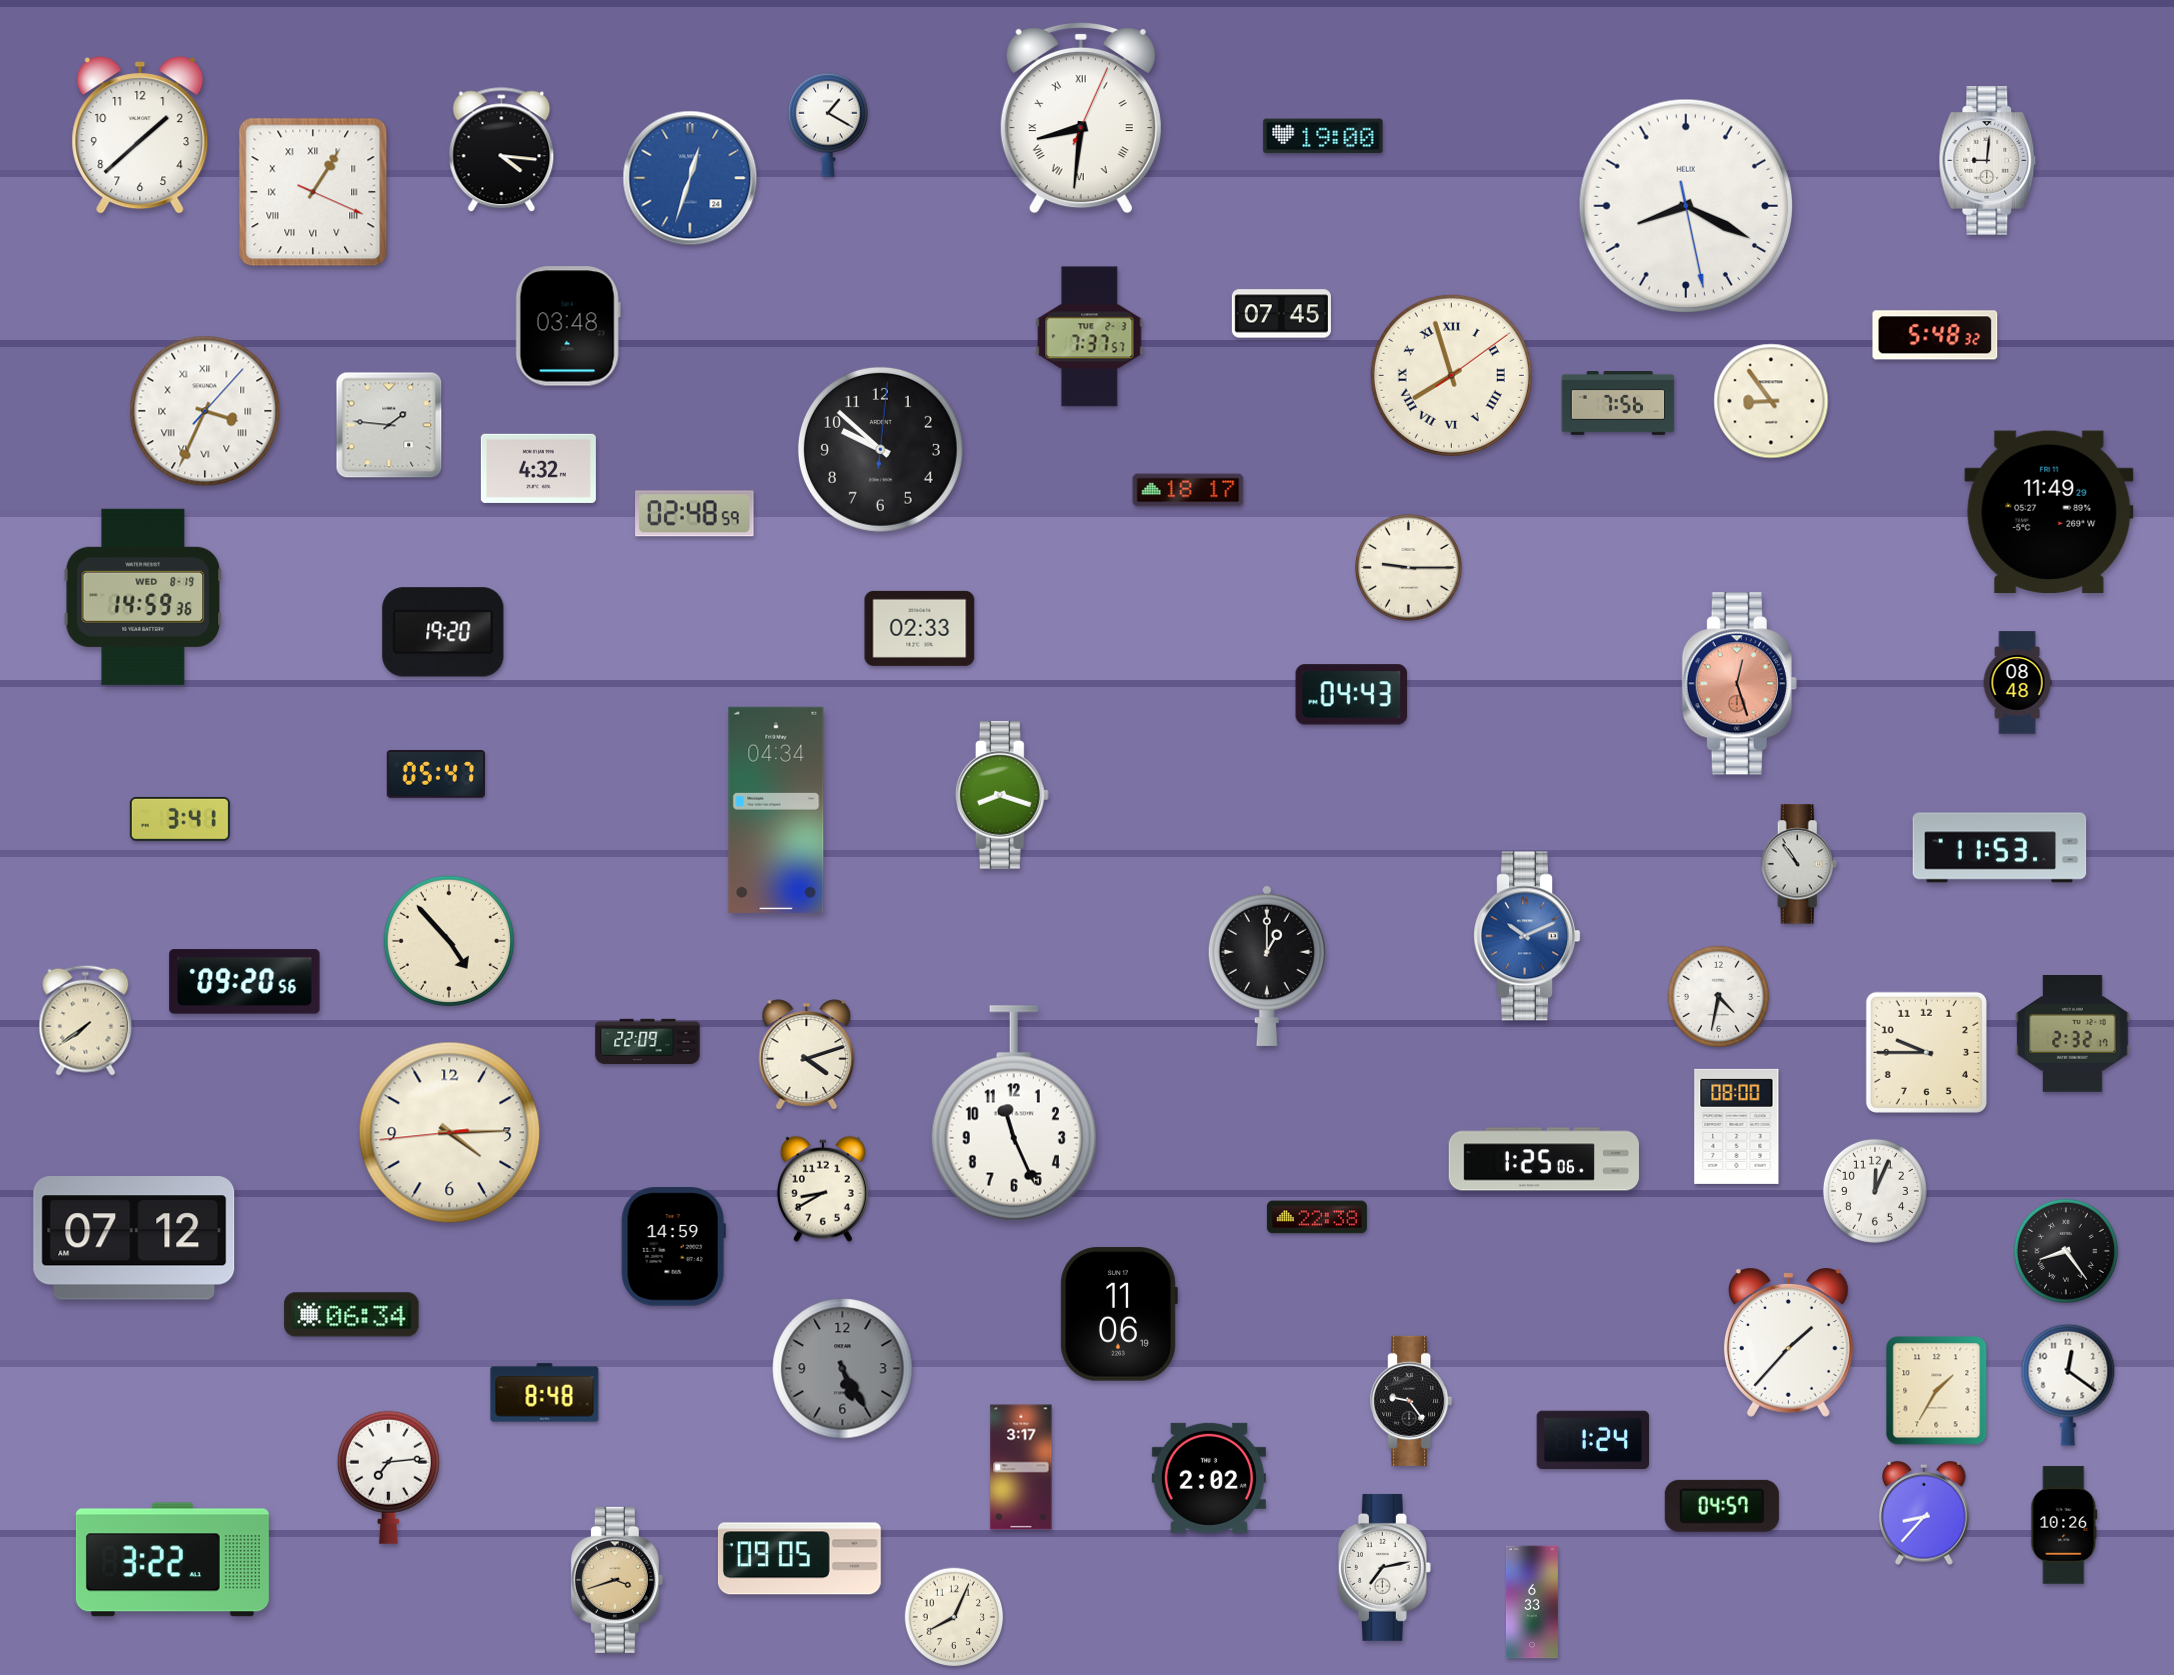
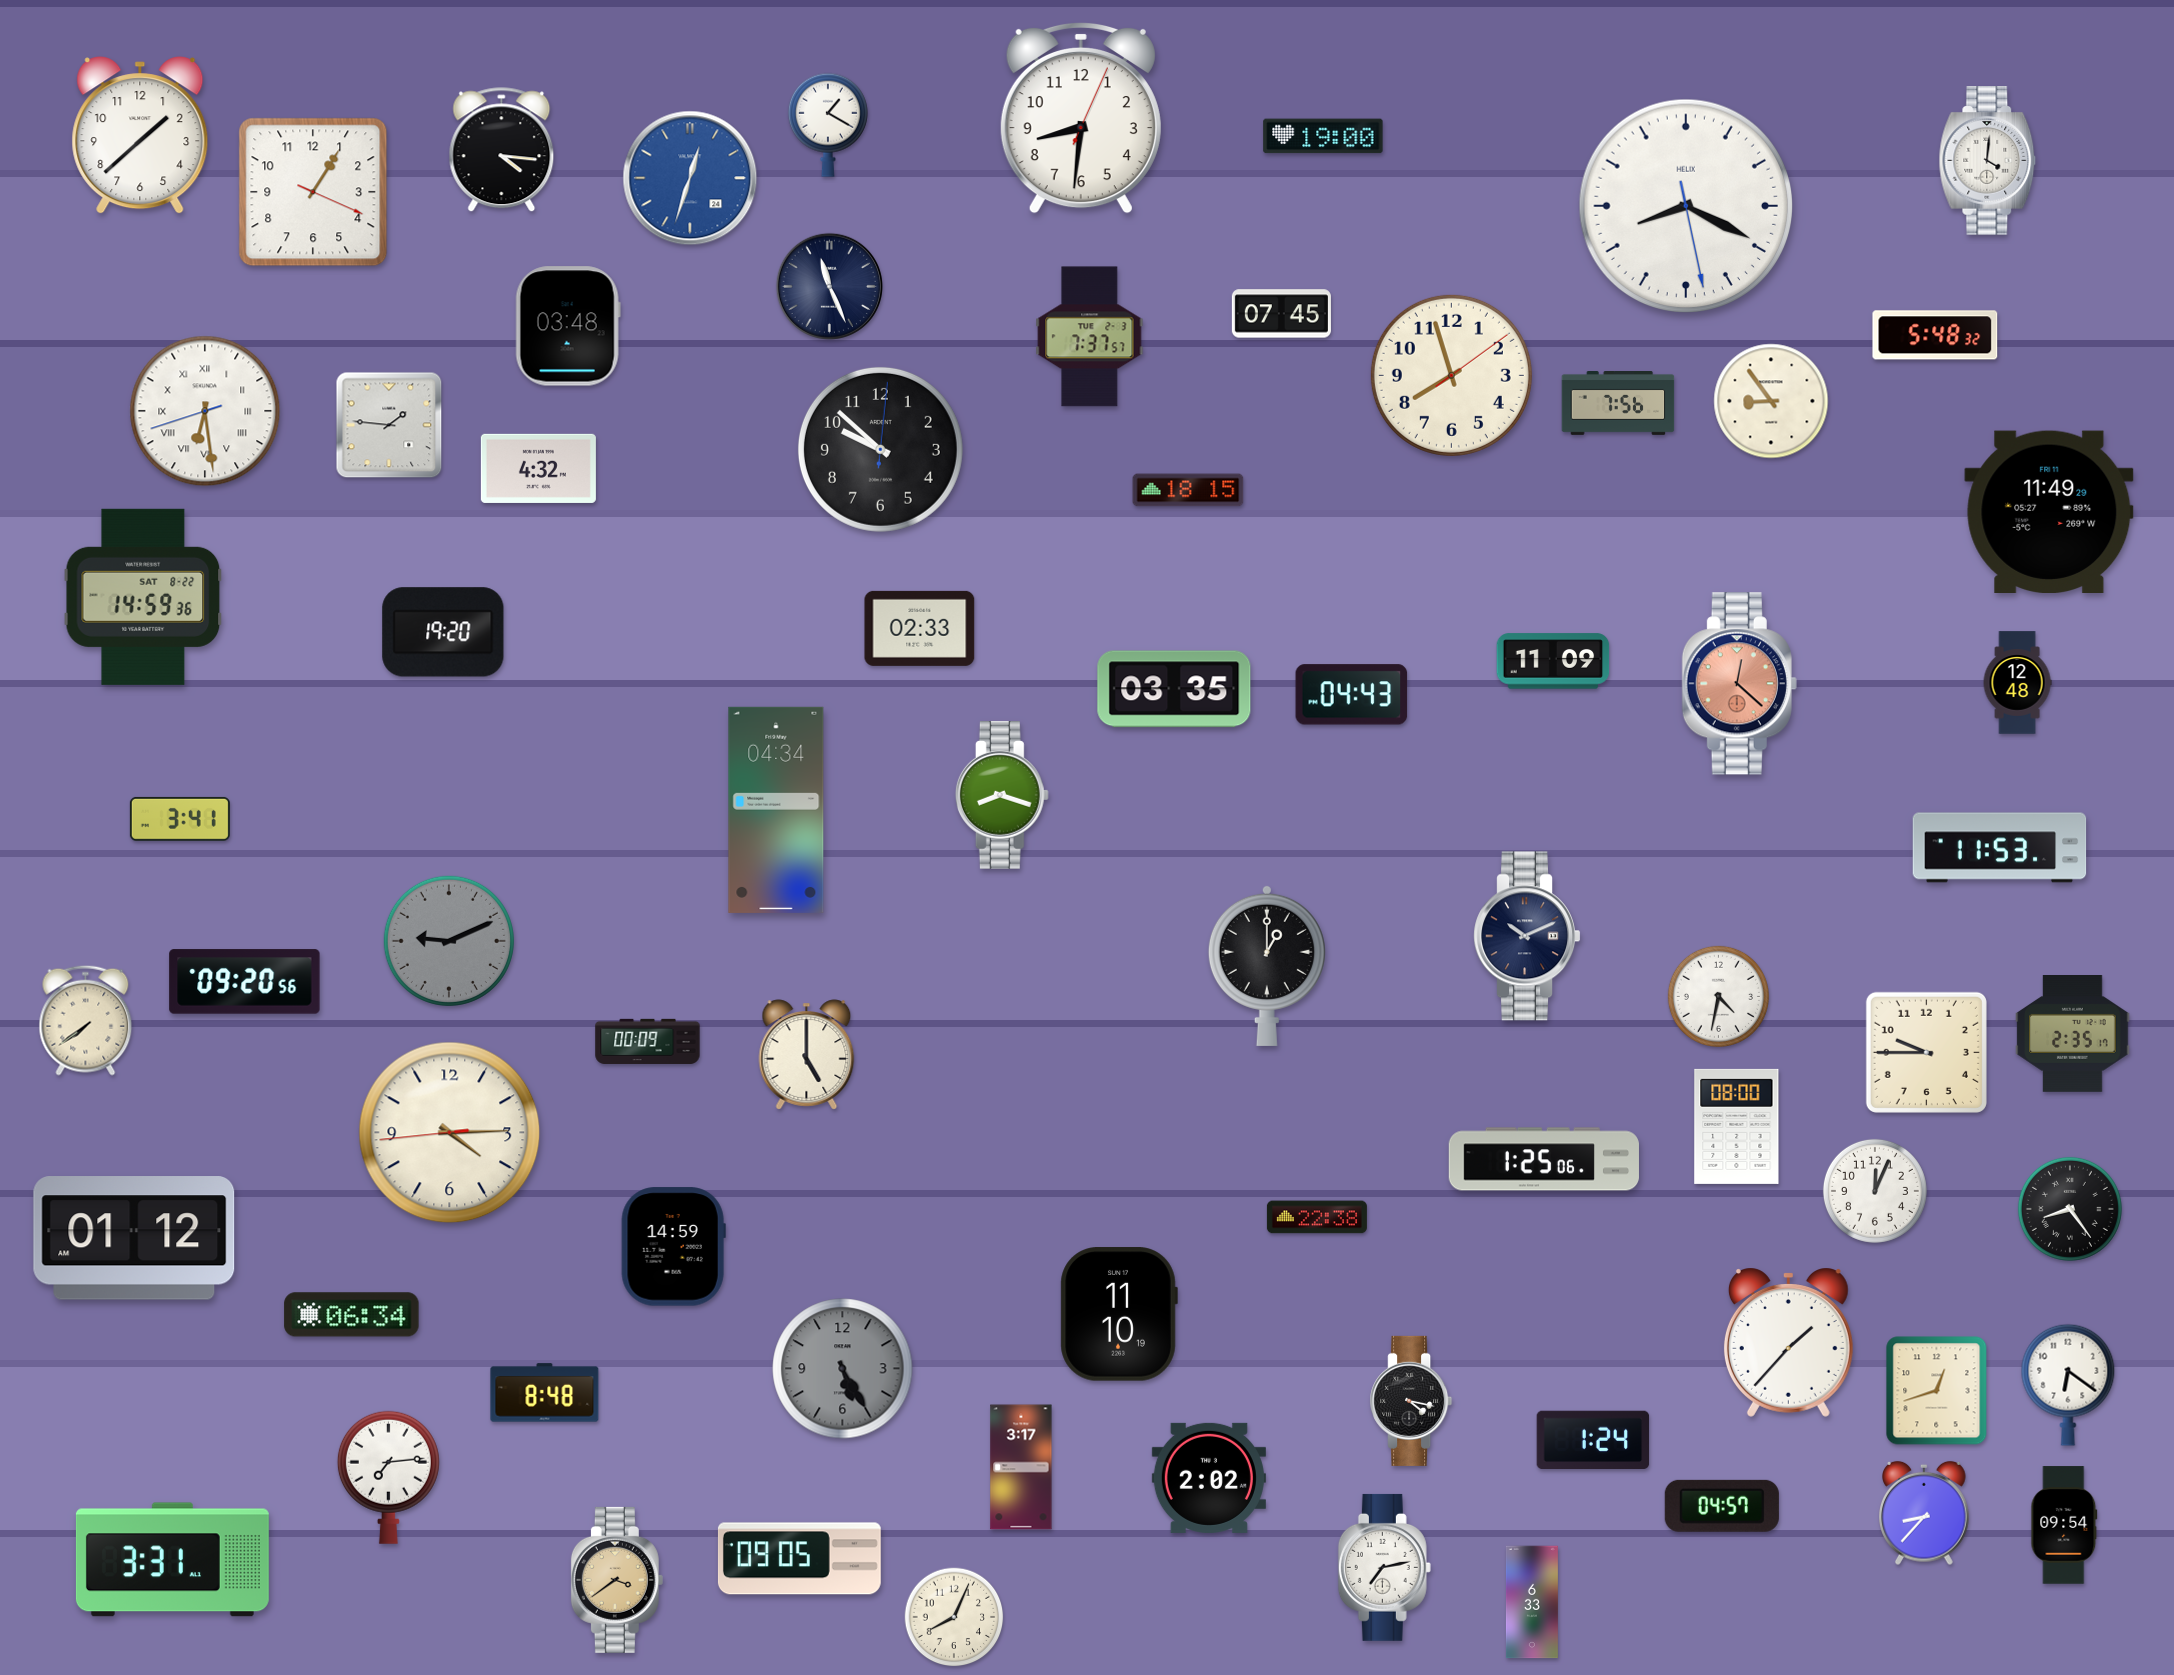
clock at (1081, 118) numerals: Roman -> Arabic
clock at (1988, 161): 9:01 -> 4:01
clock at (313, 192) numerals: Roman -> Arabic
clock at (829, 286): none -> 11:26
clock at (1451, 375) numerals: Roman -> Arabic
clock at (205, 411): 3:34 -> 6:28
clock at (1188, 490): 18:17 -> 18:15
clock at (695, 514): 02:48 -> none
clock at (1409, 568): 9:15 -> none
clock at (143, 597) date: WED 8-19 -> SAT 8-22
clock at (1553, 661): none -> 11:09
clock at (2017, 683): 08:48 -> 12:48
clock at (1739, 684): 12:27 -> 12:22
clock at (1174, 689): none -> 03:35
clock at (436, 775): 05:47 -> none
clock at (1799, 864): 10:54 -> none
clock at (1527, 936) dial: blue -> navy
clock at (449, 941): 4:53 -> 9:11
clock at (449, 941) dial: cream -> grey
clock at (2073, 1034): 2:32 -> 2:35
clock at (648, 1041): 22:09 -> 00:09
clock at (807, 1055): 4:12 -> 5:00
clock at (1014, 1113): 11:26 -> none
clock at (823, 1189): 8:40 -> none
clock at (134, 1238): 07:12 -> 01:12
clock at (2066, 1251) position: (2066, 1251) -> (2070, 1209)
clock at (1119, 1314): 11:06 -> 11:10
clock at (2068, 1385): 12:21 -> 6:21
clock at (1937, 1391): 1:35 -> 12:42
clock at (1411, 1401): 9:24 -> 4:17
clock at (2064, 1525): 10:26 -> 09:54
clock at (172, 1560): 3:22 -> 3:31
clock at (617, 1580): 3:42 -> 3:39
